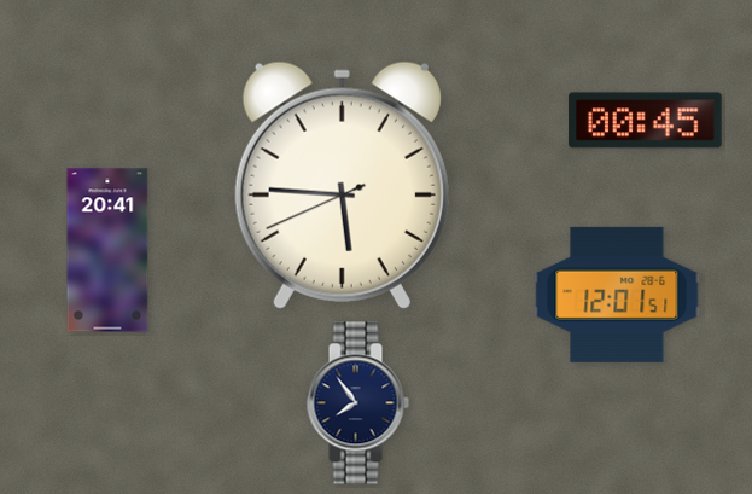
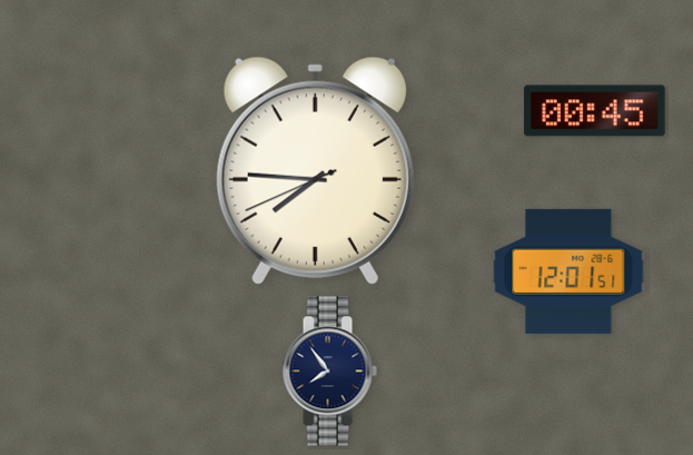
clock at (342, 185): 5:45 -> 7:45
clock at (107, 250): 20:41 -> none
